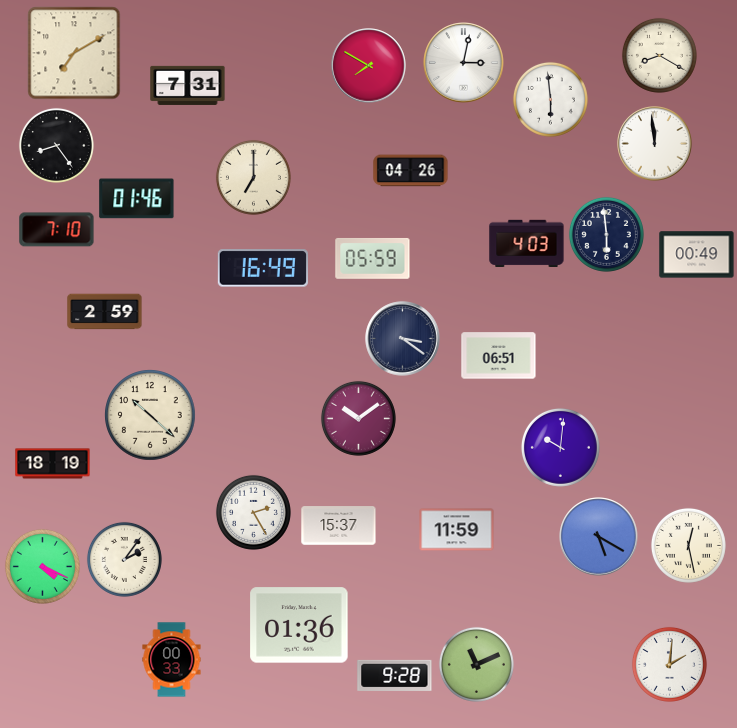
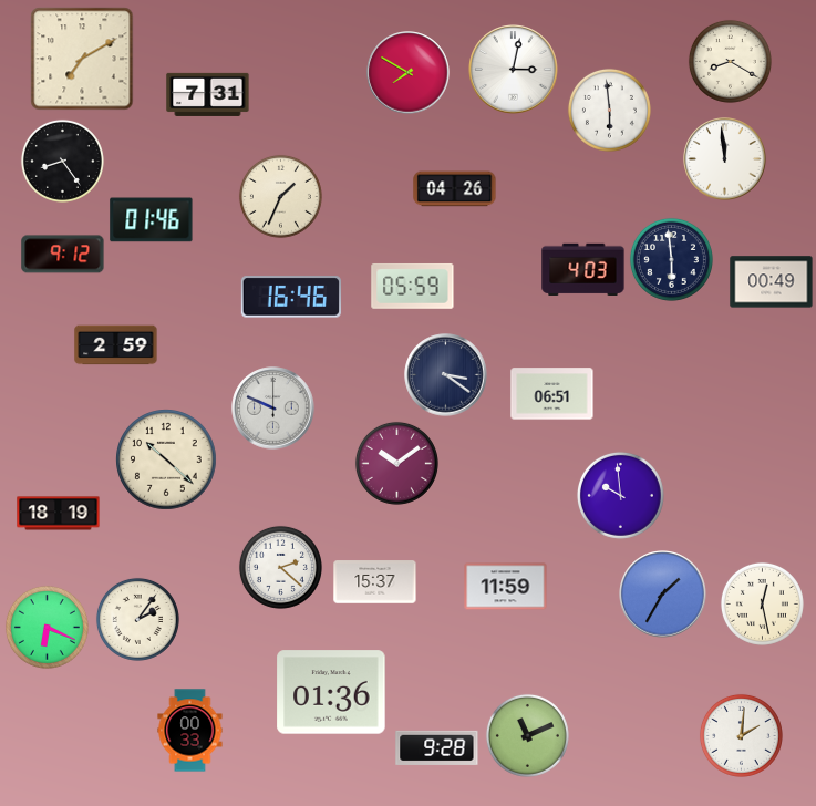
clock at (253, 177): 7:00 -> 1:34
clock at (57, 230): 7:10 -> 9:12
clock at (263, 268): 16:49 -> 16:46
clock at (273, 409): none -> 9:49
clock at (560, 447): 10:01 -> 9:59
clock at (253, 512): 2:25 -> 2:22
clock at (599, 537): 5:20 -> 1:35
clock at (42, 566): 4:19 -> 6:19
